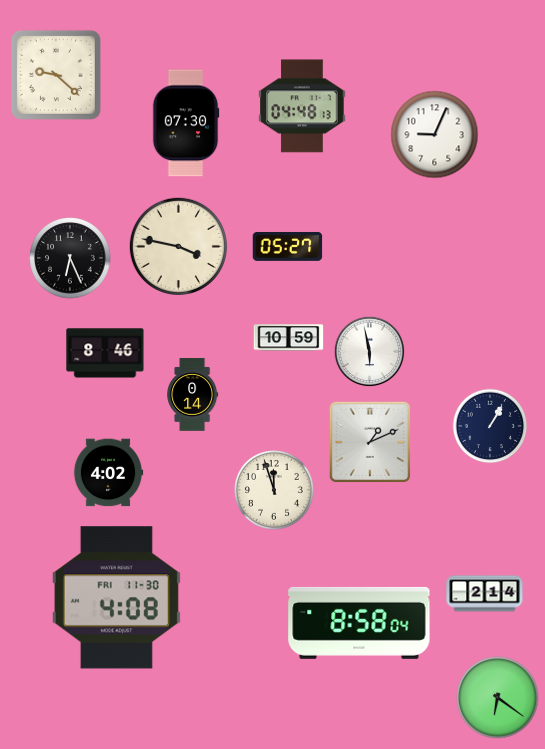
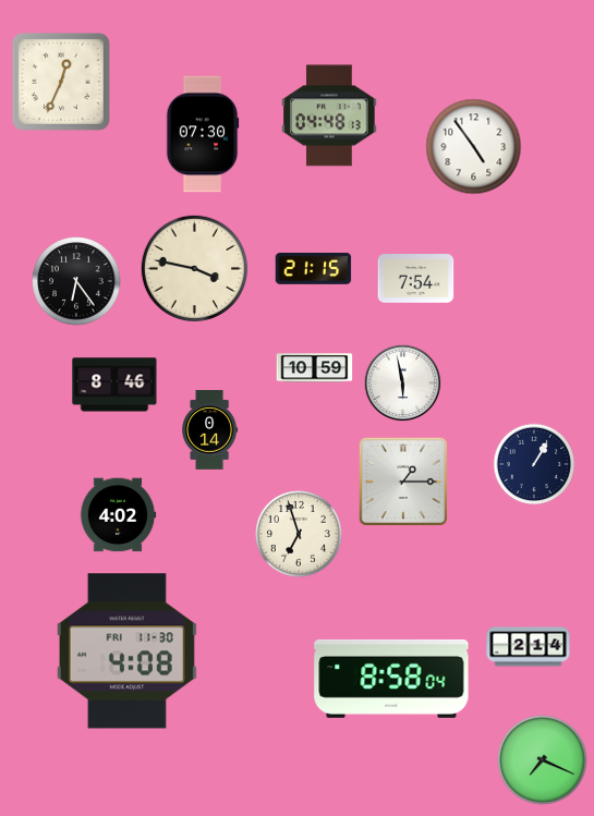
clock at (56, 75): 9:22 -> 12:34
clock at (435, 135): 9:04 -> 4:54
clock at (288, 246): 05:27 -> 21:15
clock at (416, 279): none -> 7:54
clock at (70, 258): 6:26 -> 6:24
clock at (370, 442): 1:11 -> 1:15
clock at (275, 491): 11:57 -> 6:57
clock at (498, 698): 6:21 -> 7:19
